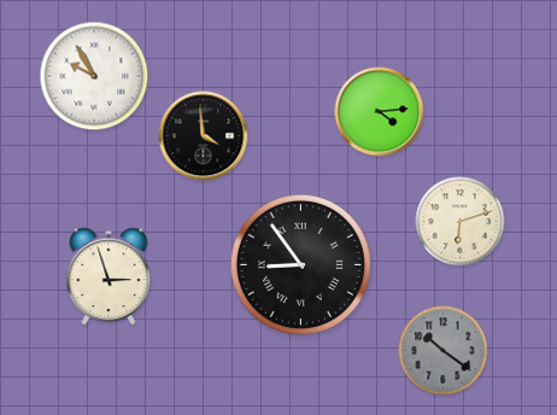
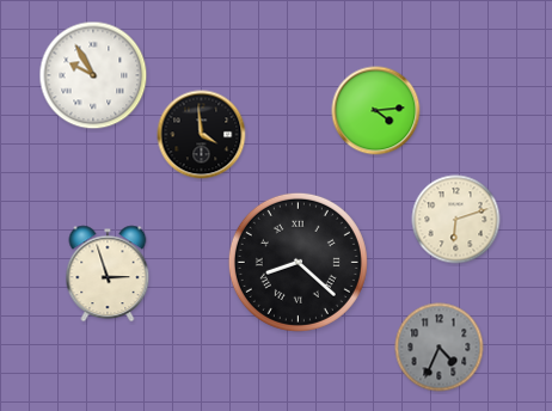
clock at (300, 264): 8:54 -> 8:22
clock at (444, 351): 10:21 -> 4:34
